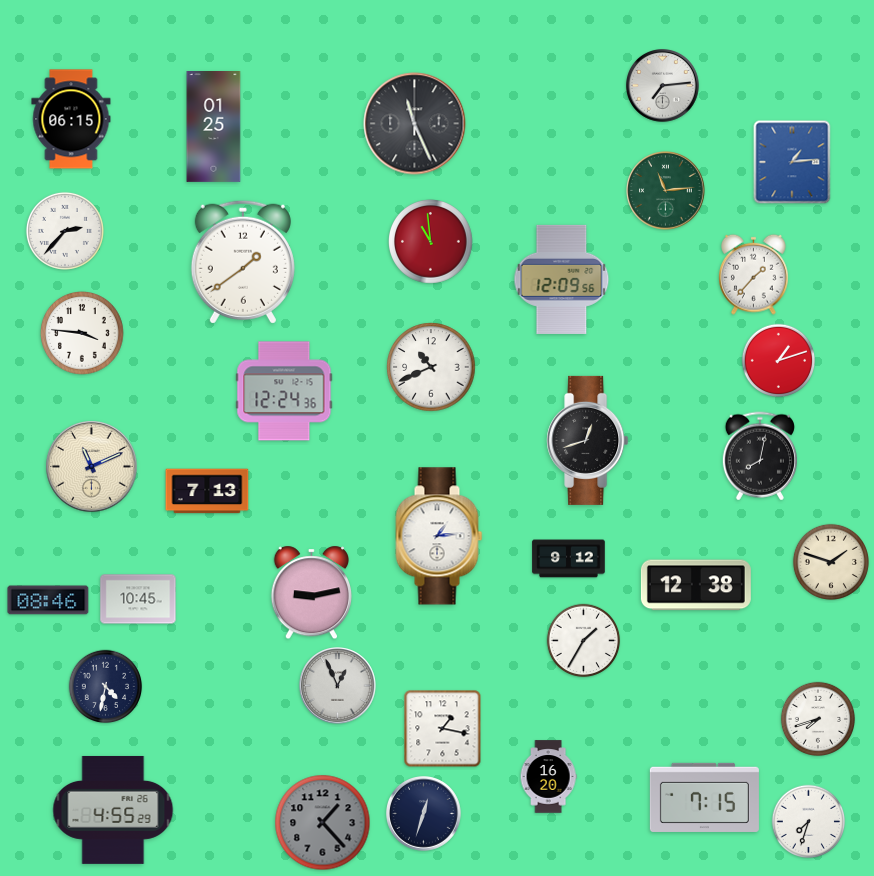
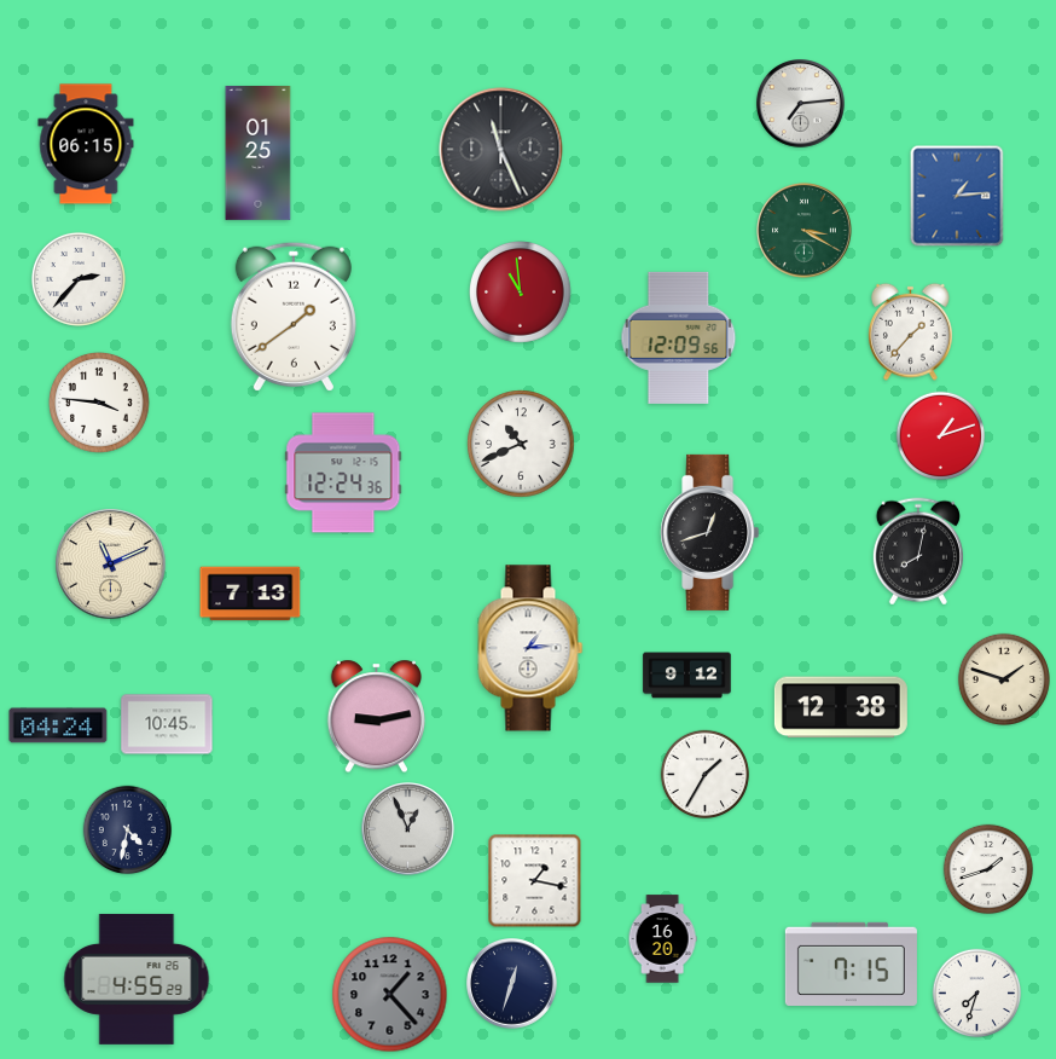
clock at (666, 191): 11:14 -> 3:20
clock at (48, 600): 08:46 -> 04:24
clock at (817, 718): 7:42 -> 1:42
